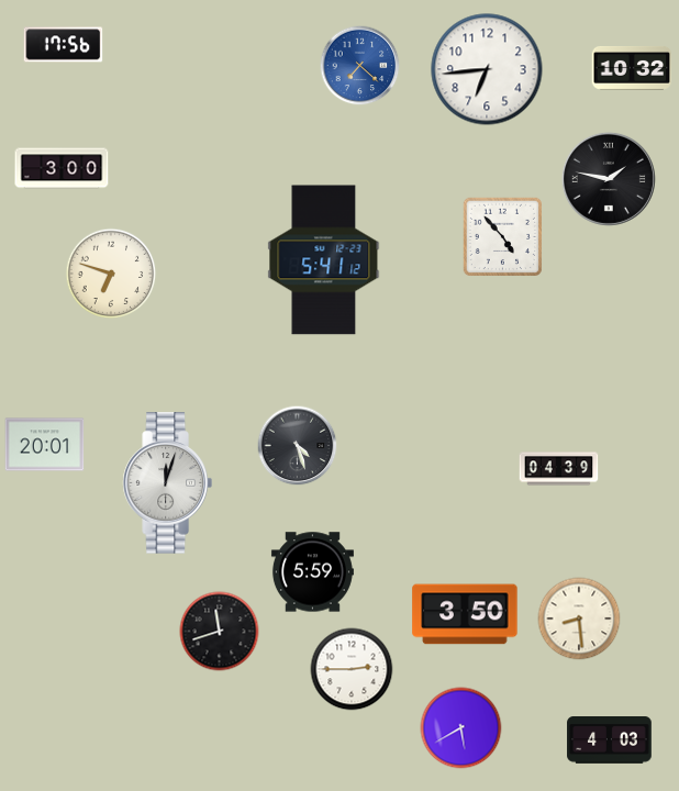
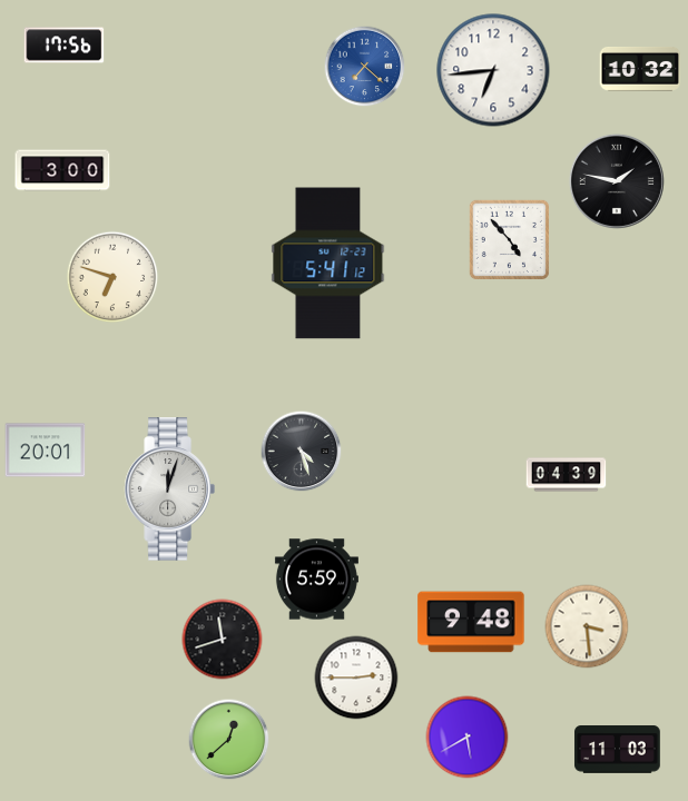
clock at (465, 614): 3:50 -> 9:48
clock at (579, 619): 8:29 -> 3:29
clock at (229, 740): none -> 12:38
clock at (610, 740): 4:03 -> 11:03
